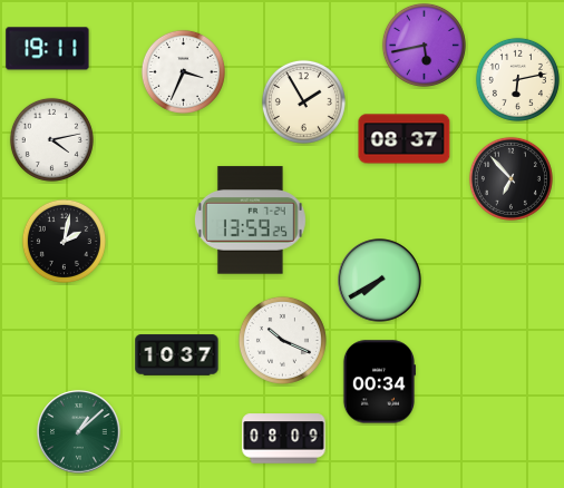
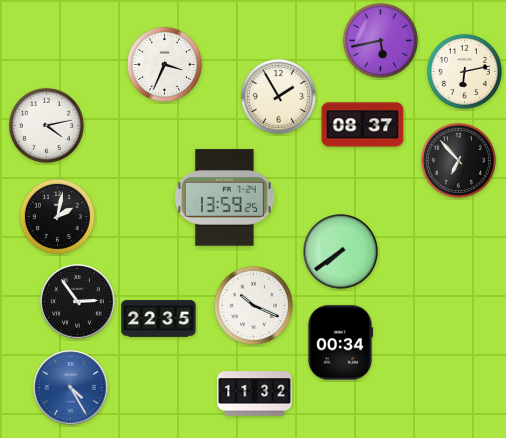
clock at (48, 49): 19:11 -> none
clock at (303, 101) position: (303, 101) -> (278, 96)
clock at (380, 281): 7:40 -> 7:39
clock at (78, 302): none -> 2:54
clock at (177, 355): 10:37 -> 22:35
clock at (79, 432): 1:08 -> 4:25
clock at (79, 432) dial: green -> blue
clock at (284, 439): 08:09 -> 11:32
